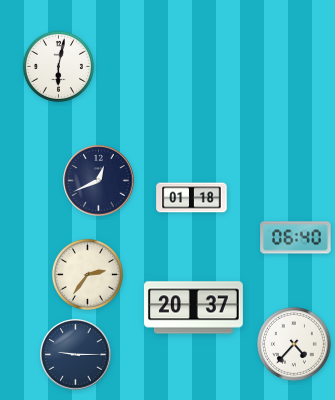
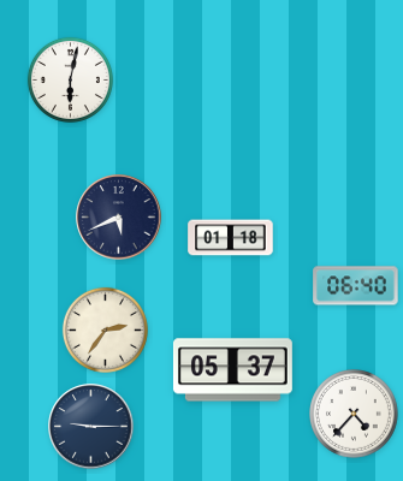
clock at (99, 181): 12:41 -> 5:41
clock at (193, 308): 20:37 -> 05:37
